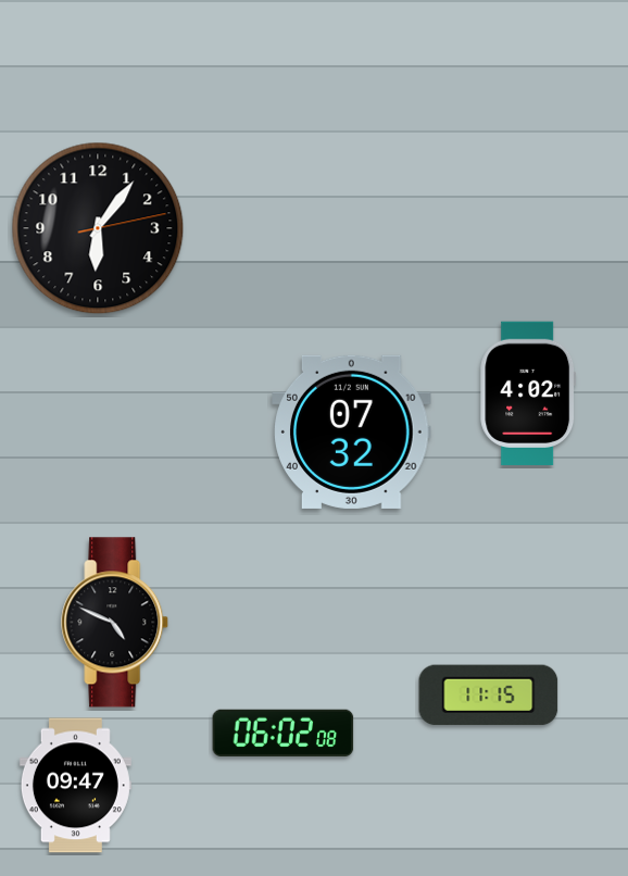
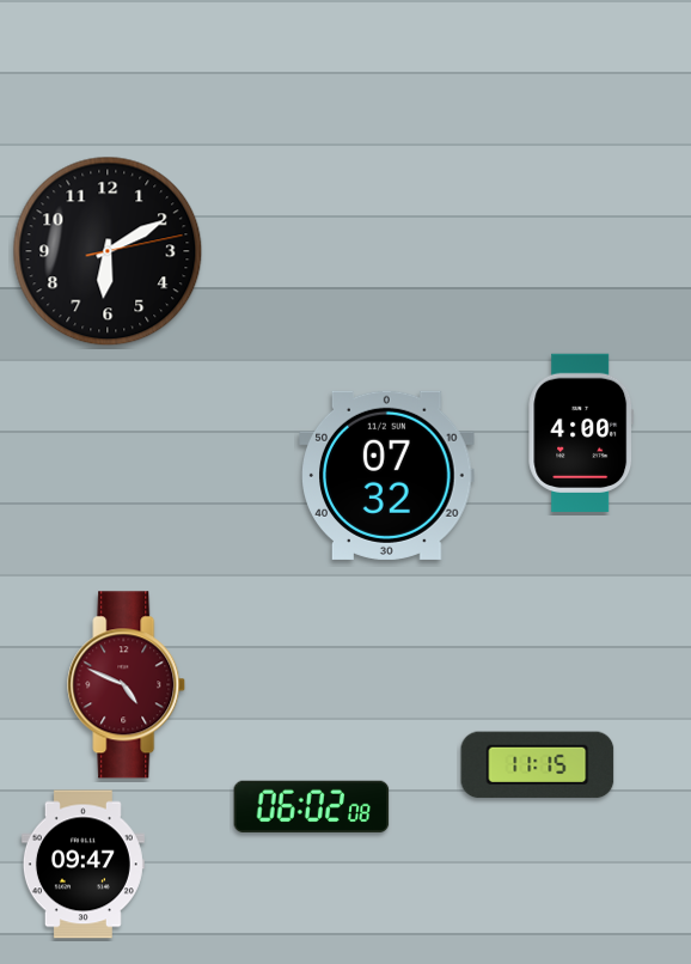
clock at (98, 228): 6:06 -> 6:10
clock at (528, 393): 4:02 -> 4:00
clock at (115, 623) dial: black -> burgundy
